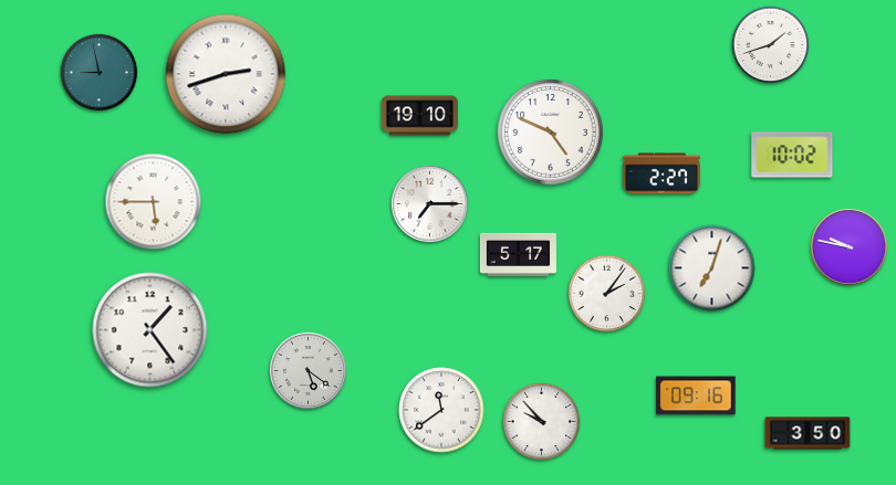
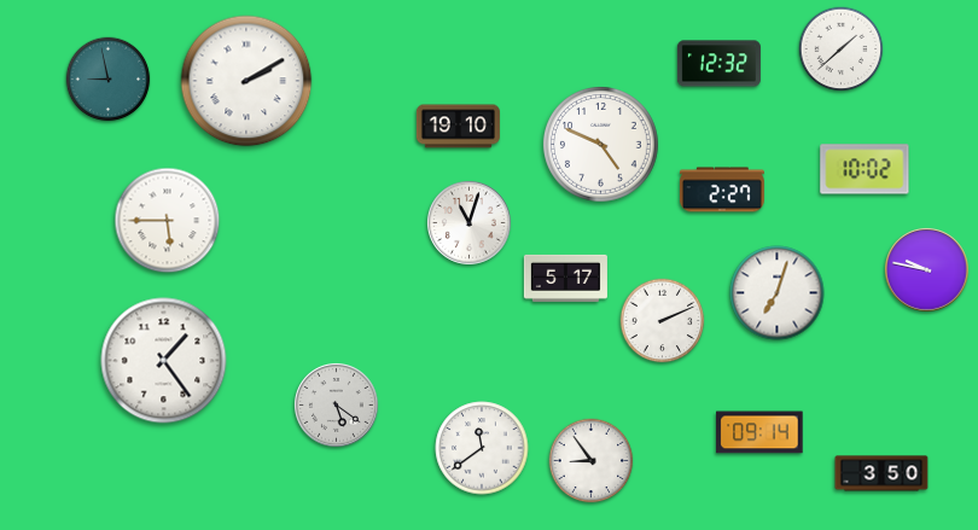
clock at (771, 45): 1:42 -> 1:38
clock at (718, 64): none -> 12:32
clock at (226, 74): 2:42 -> 2:10
clock at (430, 204): 7:15 -> 11:03
clock at (607, 294): 2:06 -> 2:11
clock at (696, 396): 09:16 -> 09:14
clock at (542, 422): 9:53 -> 8:54
